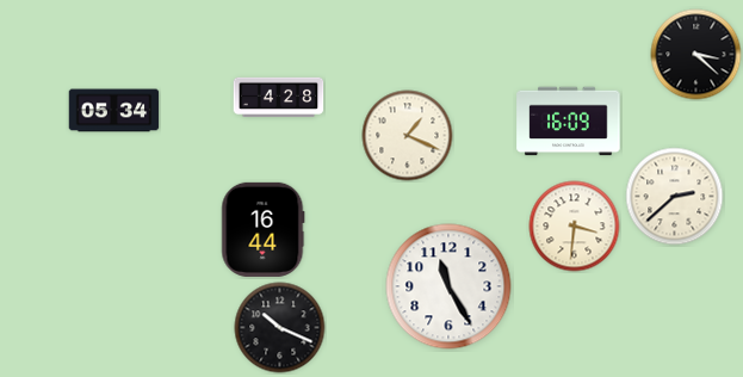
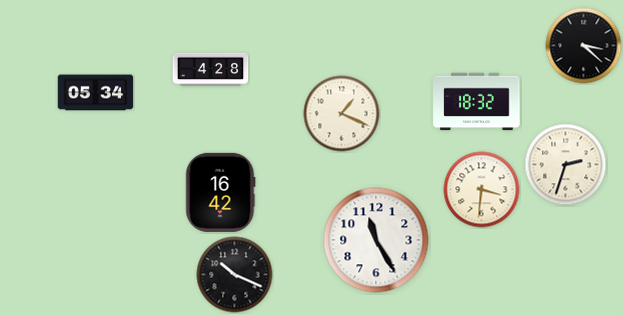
clock at (279, 98) position: (279, 98) -> (211, 70)
clock at (569, 122): 16:09 -> 18:32
clock at (675, 197): 2:38 -> 2:33
clock at (264, 229): 16:44 -> 16:42
